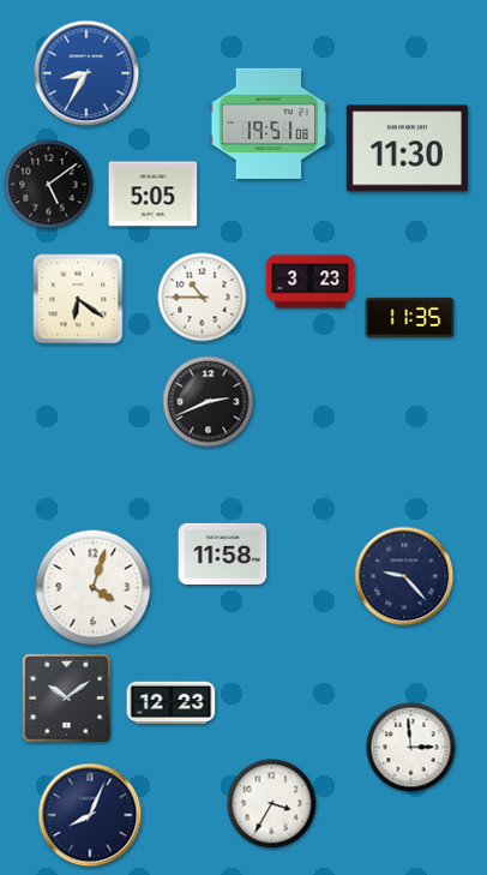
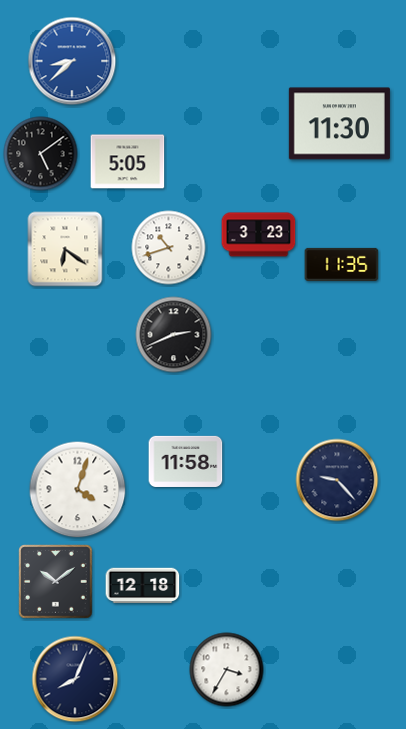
clock at (86, 73): 8:35 -> 8:38
clock at (269, 124): 19:51 -> none
clock at (203, 298): 10:45 -> 10:42
clock at (172, 703): 12:23 -> 12:18
clock at (411, 748): 2:59 -> none
